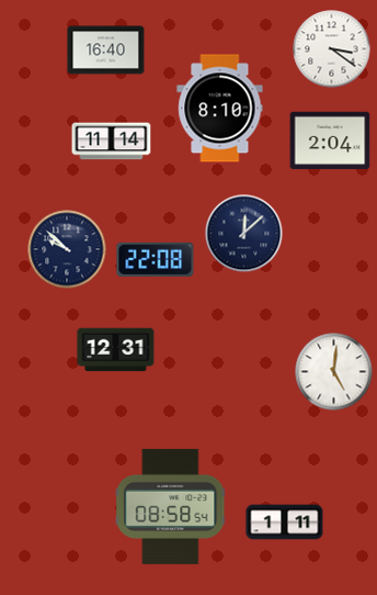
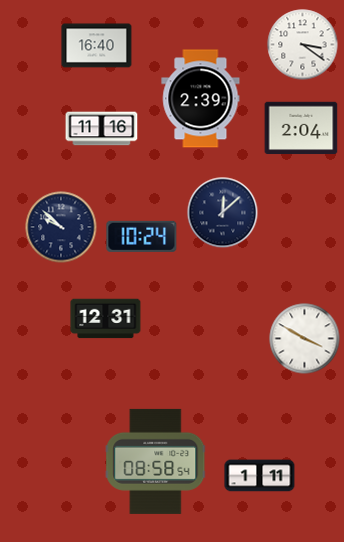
clock at (220, 109): 8:10 -> 2:39
clock at (112, 142): 11:14 -> 11:16
clock at (156, 259): 22:08 -> 10:24
clock at (334, 372): 5:01 -> 3:50
